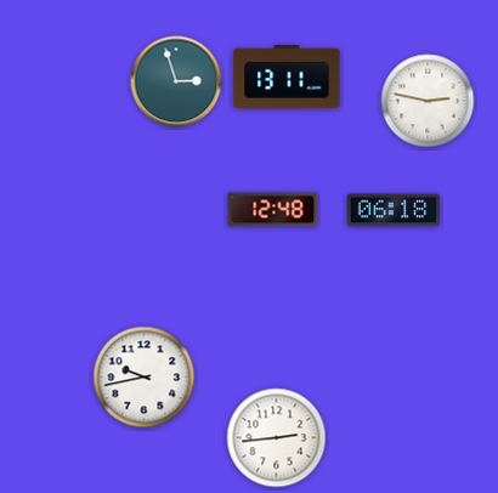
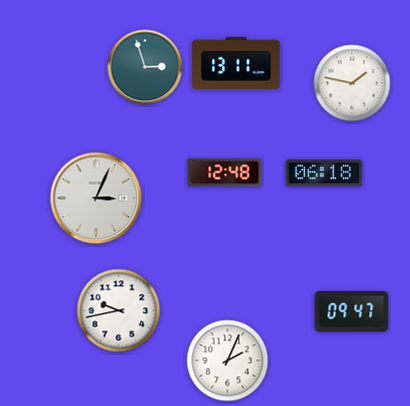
clock at (428, 101): 2:47 -> 1:47
clock at (96, 198): none -> 3:04
clock at (352, 312): none -> 09:47
clock at (277, 438): 2:44 -> 2:04
